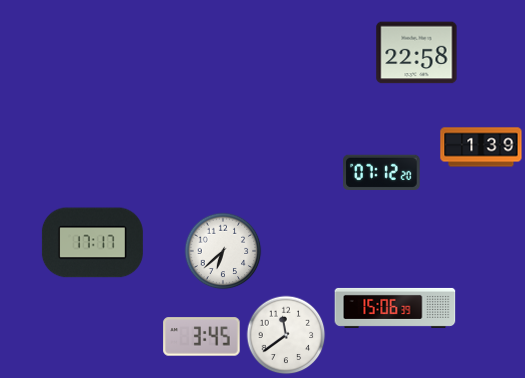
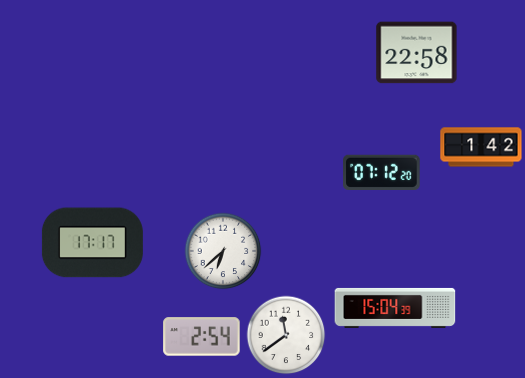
clock at (481, 147): 1:39 -> 1:42
clock at (395, 308): 15:06 -> 15:04
clock at (202, 337): 3:45 -> 2:54
